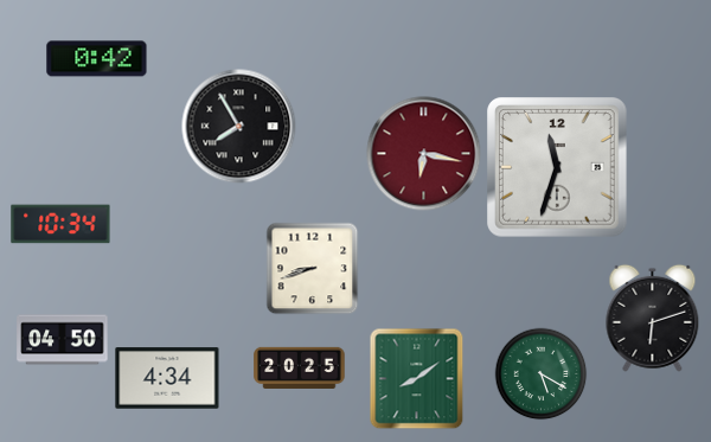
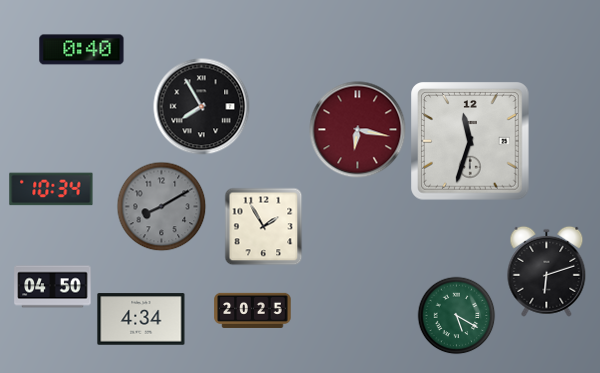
clock at (97, 59): 0:42 -> 0:40
clock at (161, 206): none -> 8:10
clock at (312, 268): 8:42 -> 1:55
clock at (653, 318) position: (653, 318) -> (547, 271)
clock at (417, 378): 8:09 -> none
